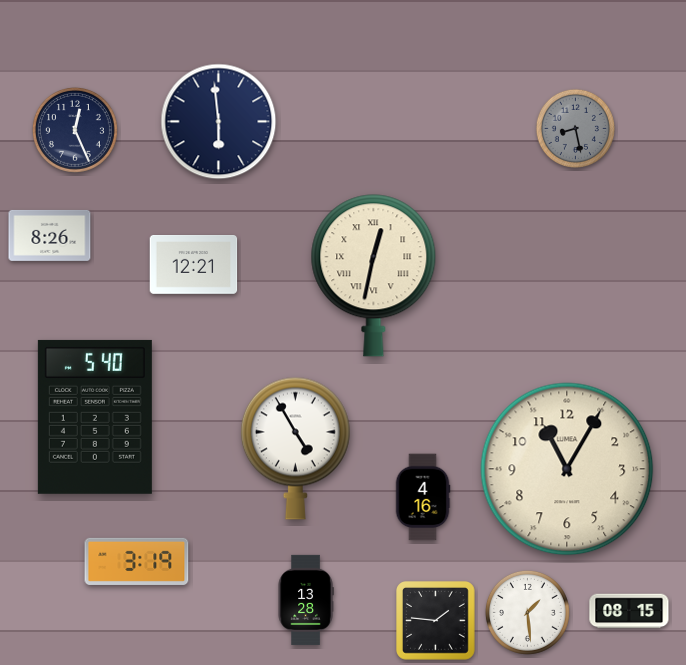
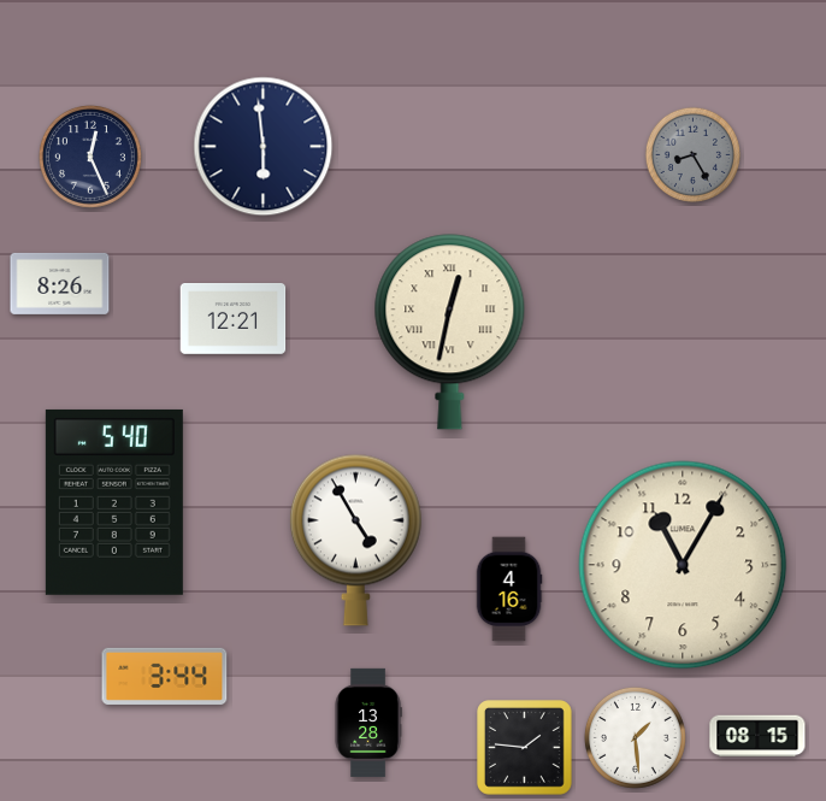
clock at (575, 128): 8:28 -> 8:25
clock at (423, 497) position: (423, 497) -> (509, 589)
clock at (137, 561): 3:19 -> 3:44
